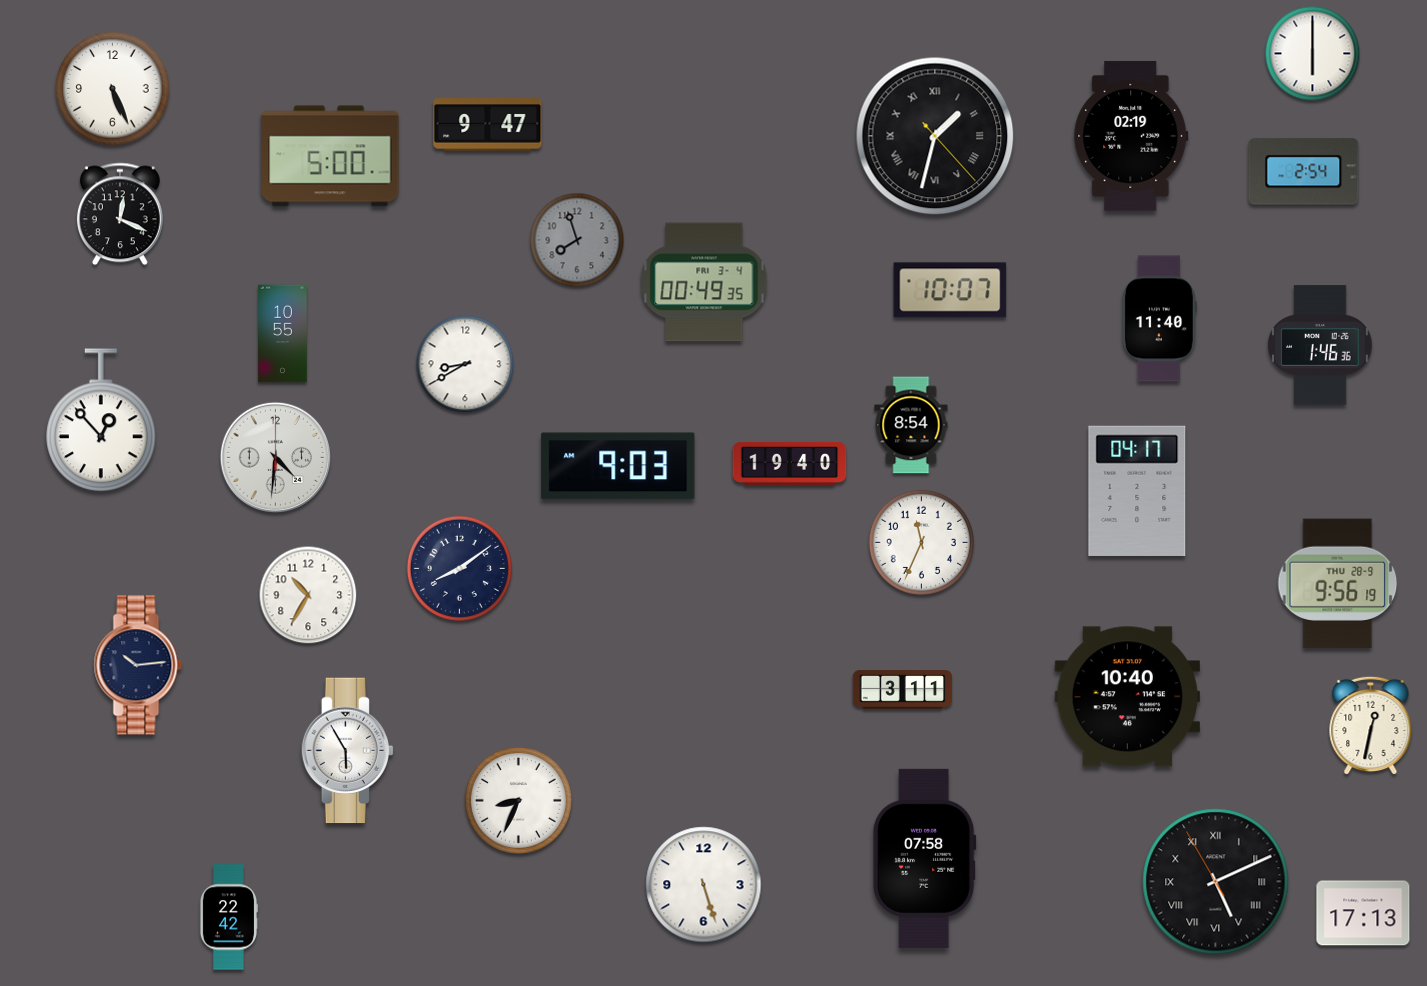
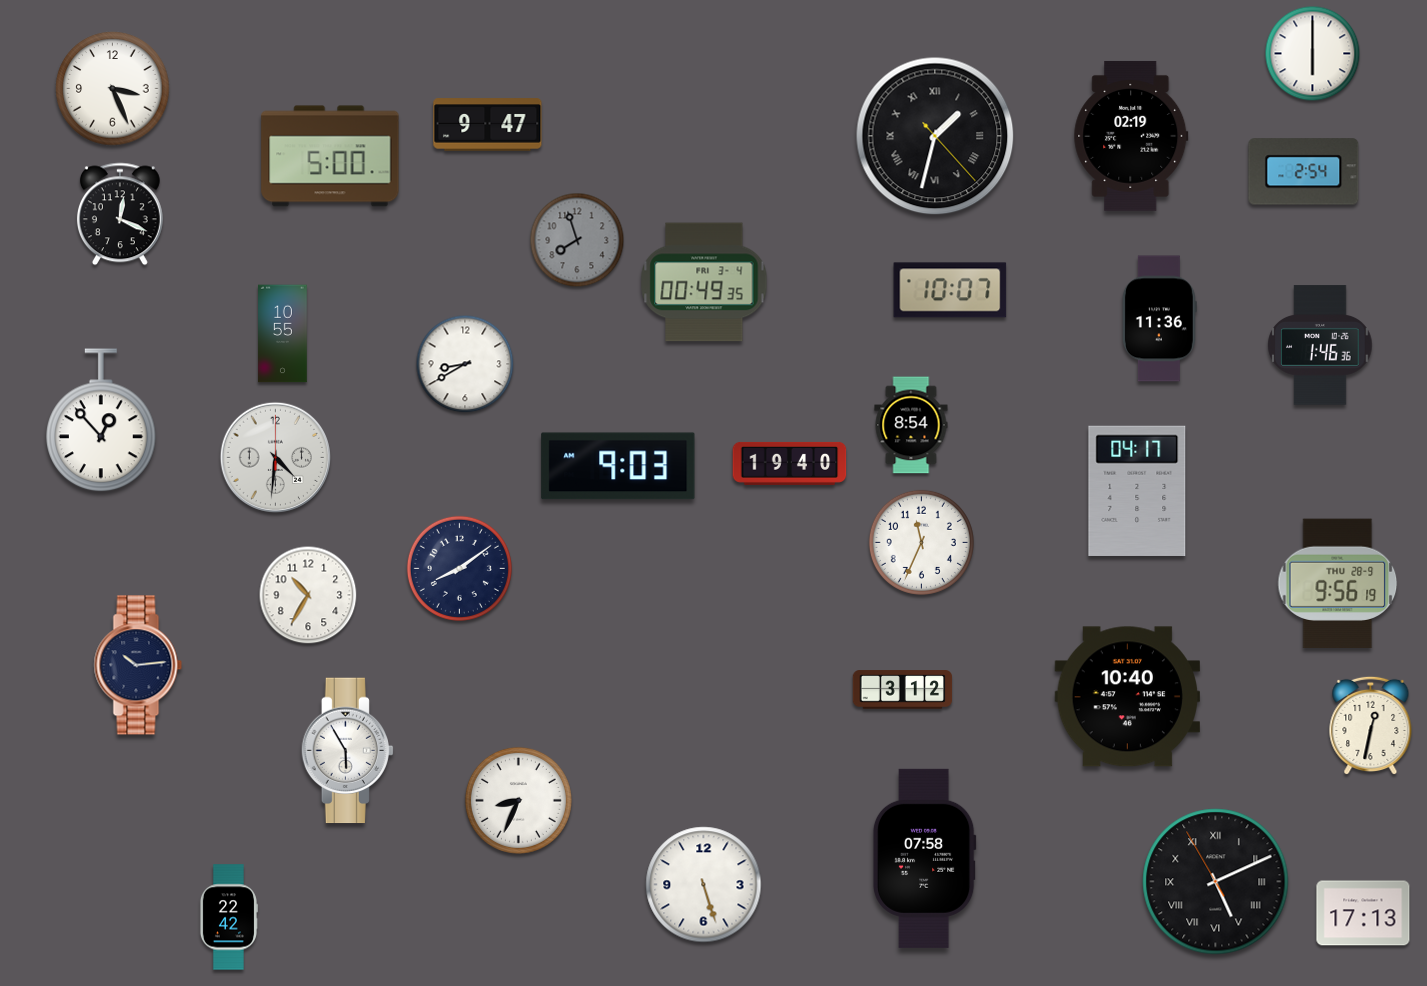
clock at (113, 89): 5:26 -> 3:26
clock at (1159, 319): 11:40 -> 11:36
clock at (903, 690): 3:11 -> 3:12
